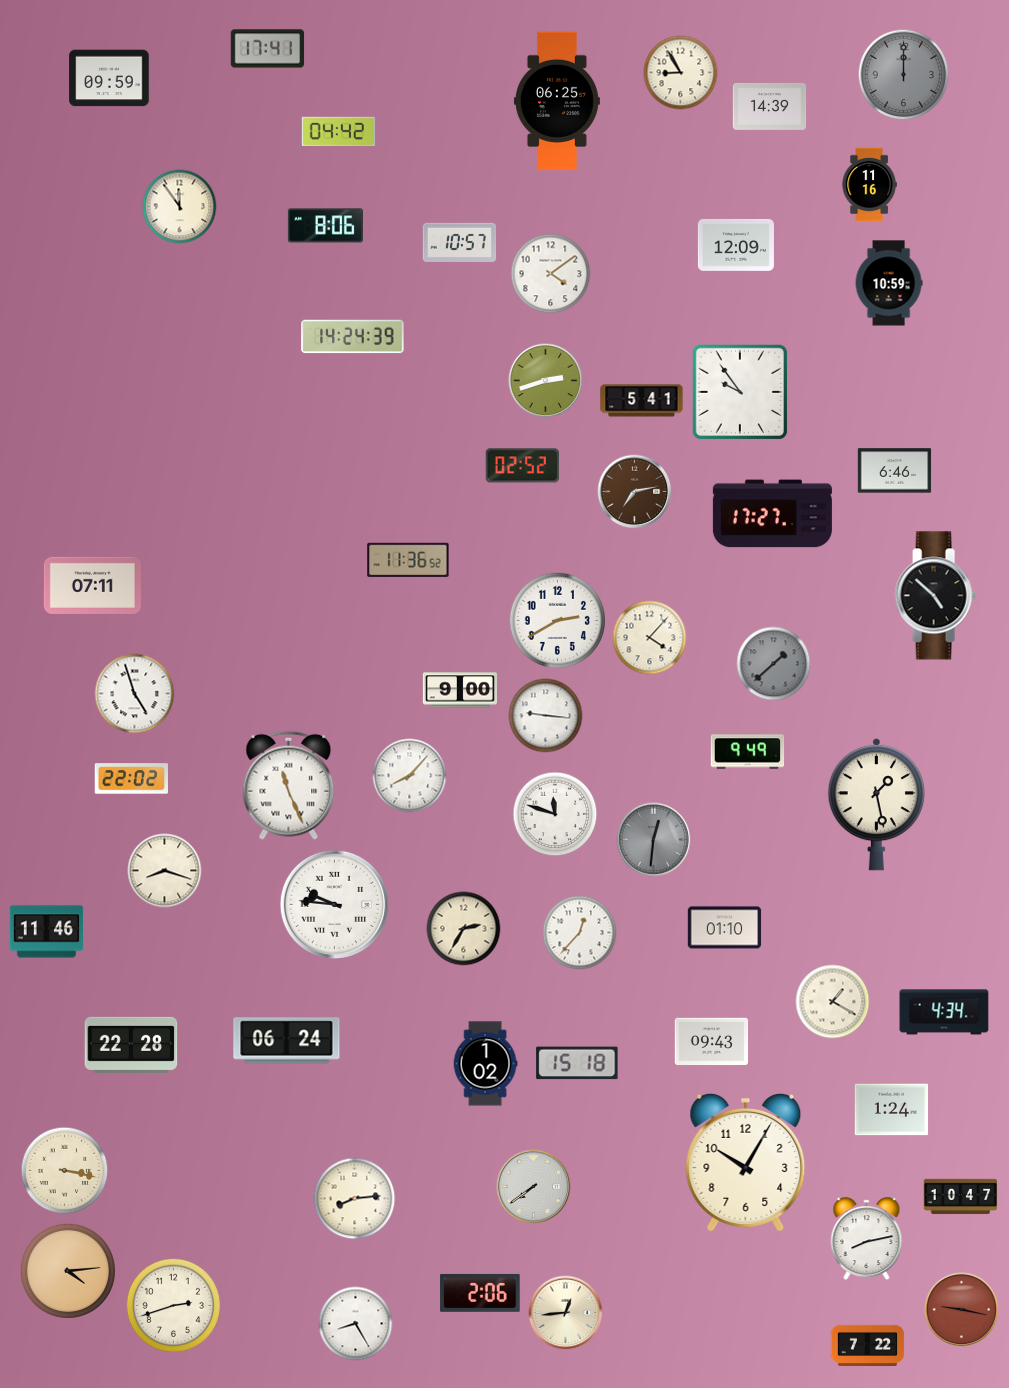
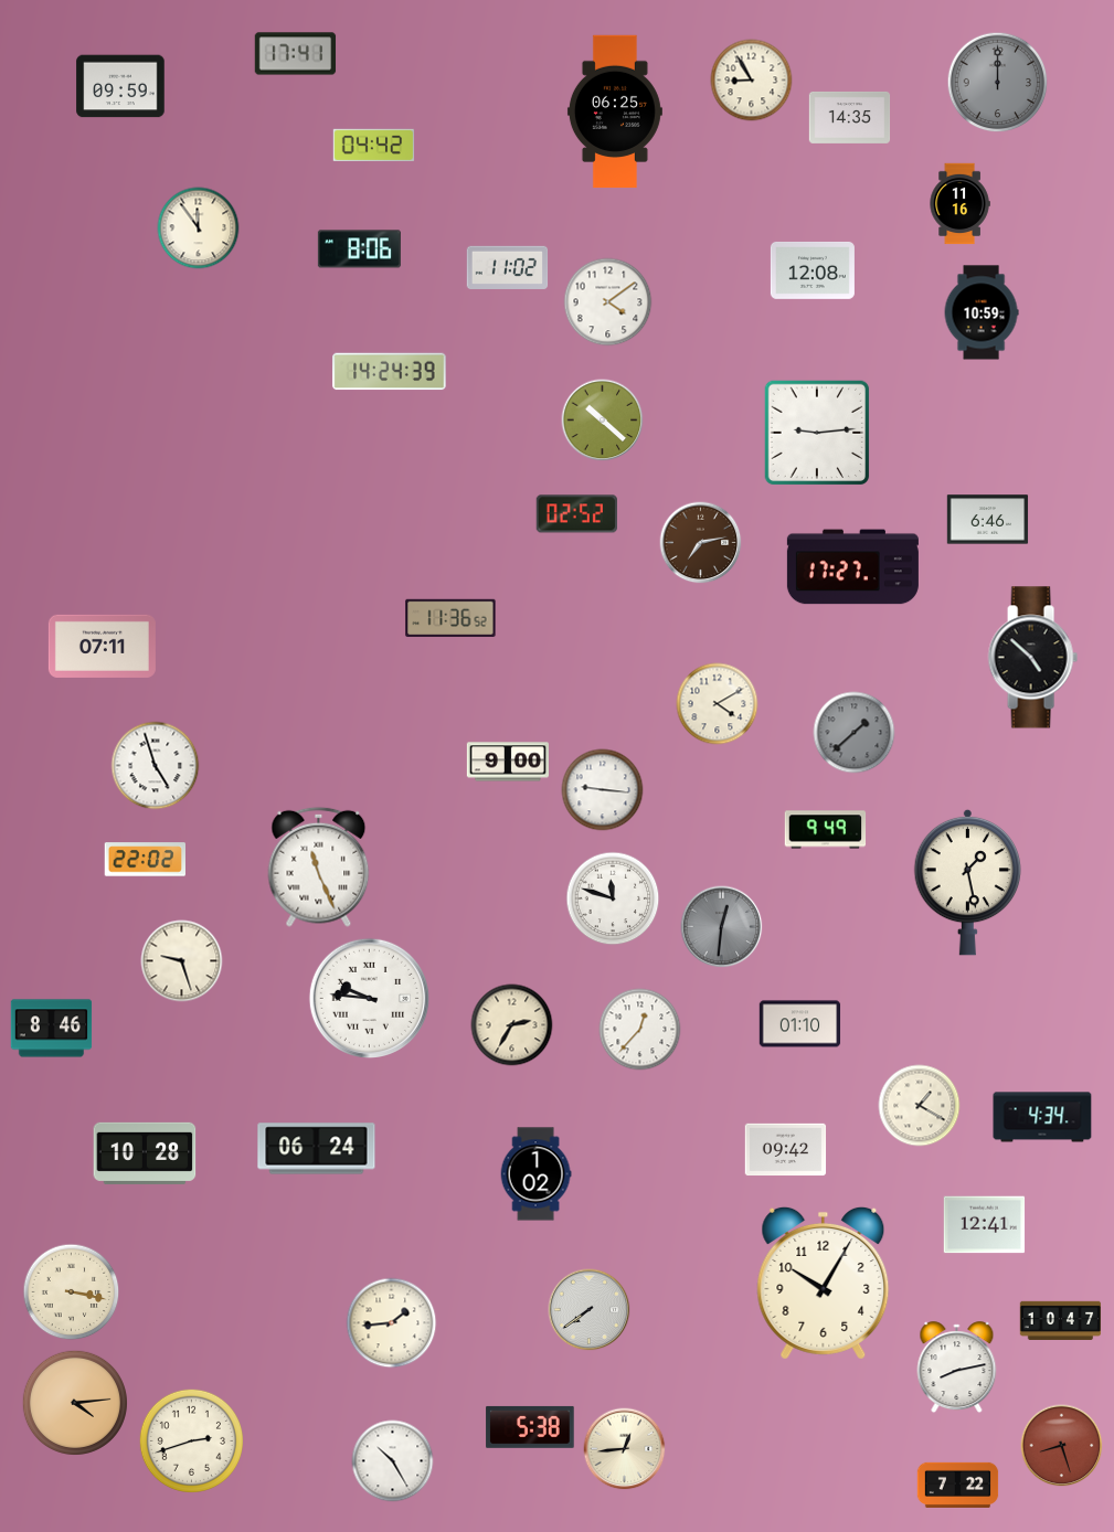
clock at (770, 106): 14:39 -> 14:35
clock at (460, 242): 10:57 -> 11:02
clock at (736, 245): 12:09 -> 12:08
clock at (546, 381): 2:42 -> 10:22
clock at (740, 392): 9:54 -> 9:14
clock at (642, 401): 5:41 -> none
clock at (557, 620): 2:40 -> none
clock at (650, 638): 4:07 -> 4:10
clock at (135, 694) position: (135, 694) -> (156, 766)
clock at (410, 776): 8:07 -> none
clock at (877, 804) position: (877, 804) -> (968, 882)
clock at (165, 871): 8:18 -> 9:27
clock at (47, 932): 11:46 -> 8:46
clock at (712, 1042): 09:43 -> 09:42
clock at (131, 1045): 22:28 -> 10:28
clock at (577, 1063): 15:18 -> none
clock at (892, 1110): 1:24 -> 12:41
clock at (355, 1199): 8:14 -> 1:44
clock at (480, 1293): 2:06 -> 5:38
clock at (962, 1310): 9:17 -> 8:27
clock at (356, 1324): 8:25 -> 10:25
